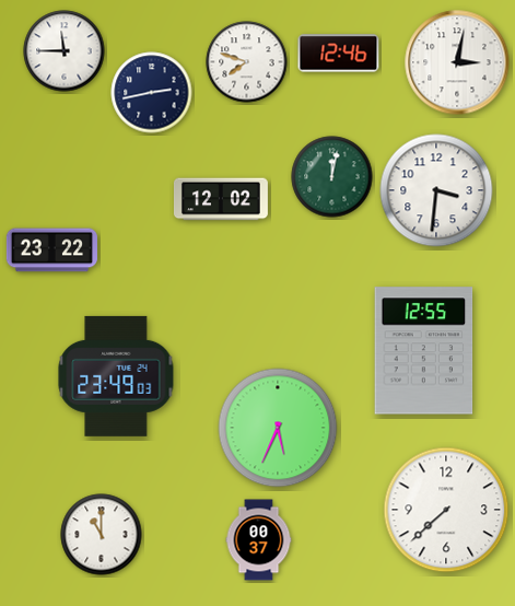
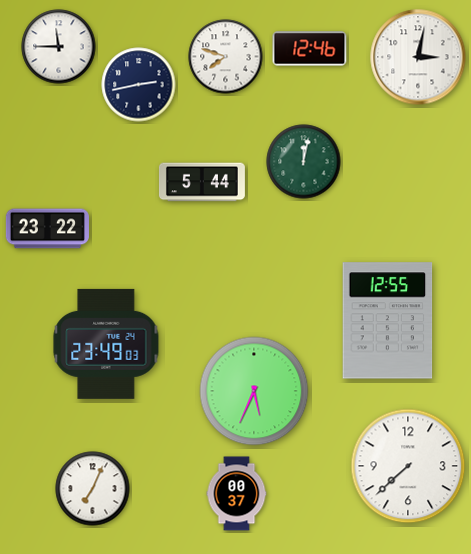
clock at (436, 190): 3:31 -> none
clock at (221, 199): 12:02 -> 5:44
clock at (102, 535): 11:00 -> 7:04
